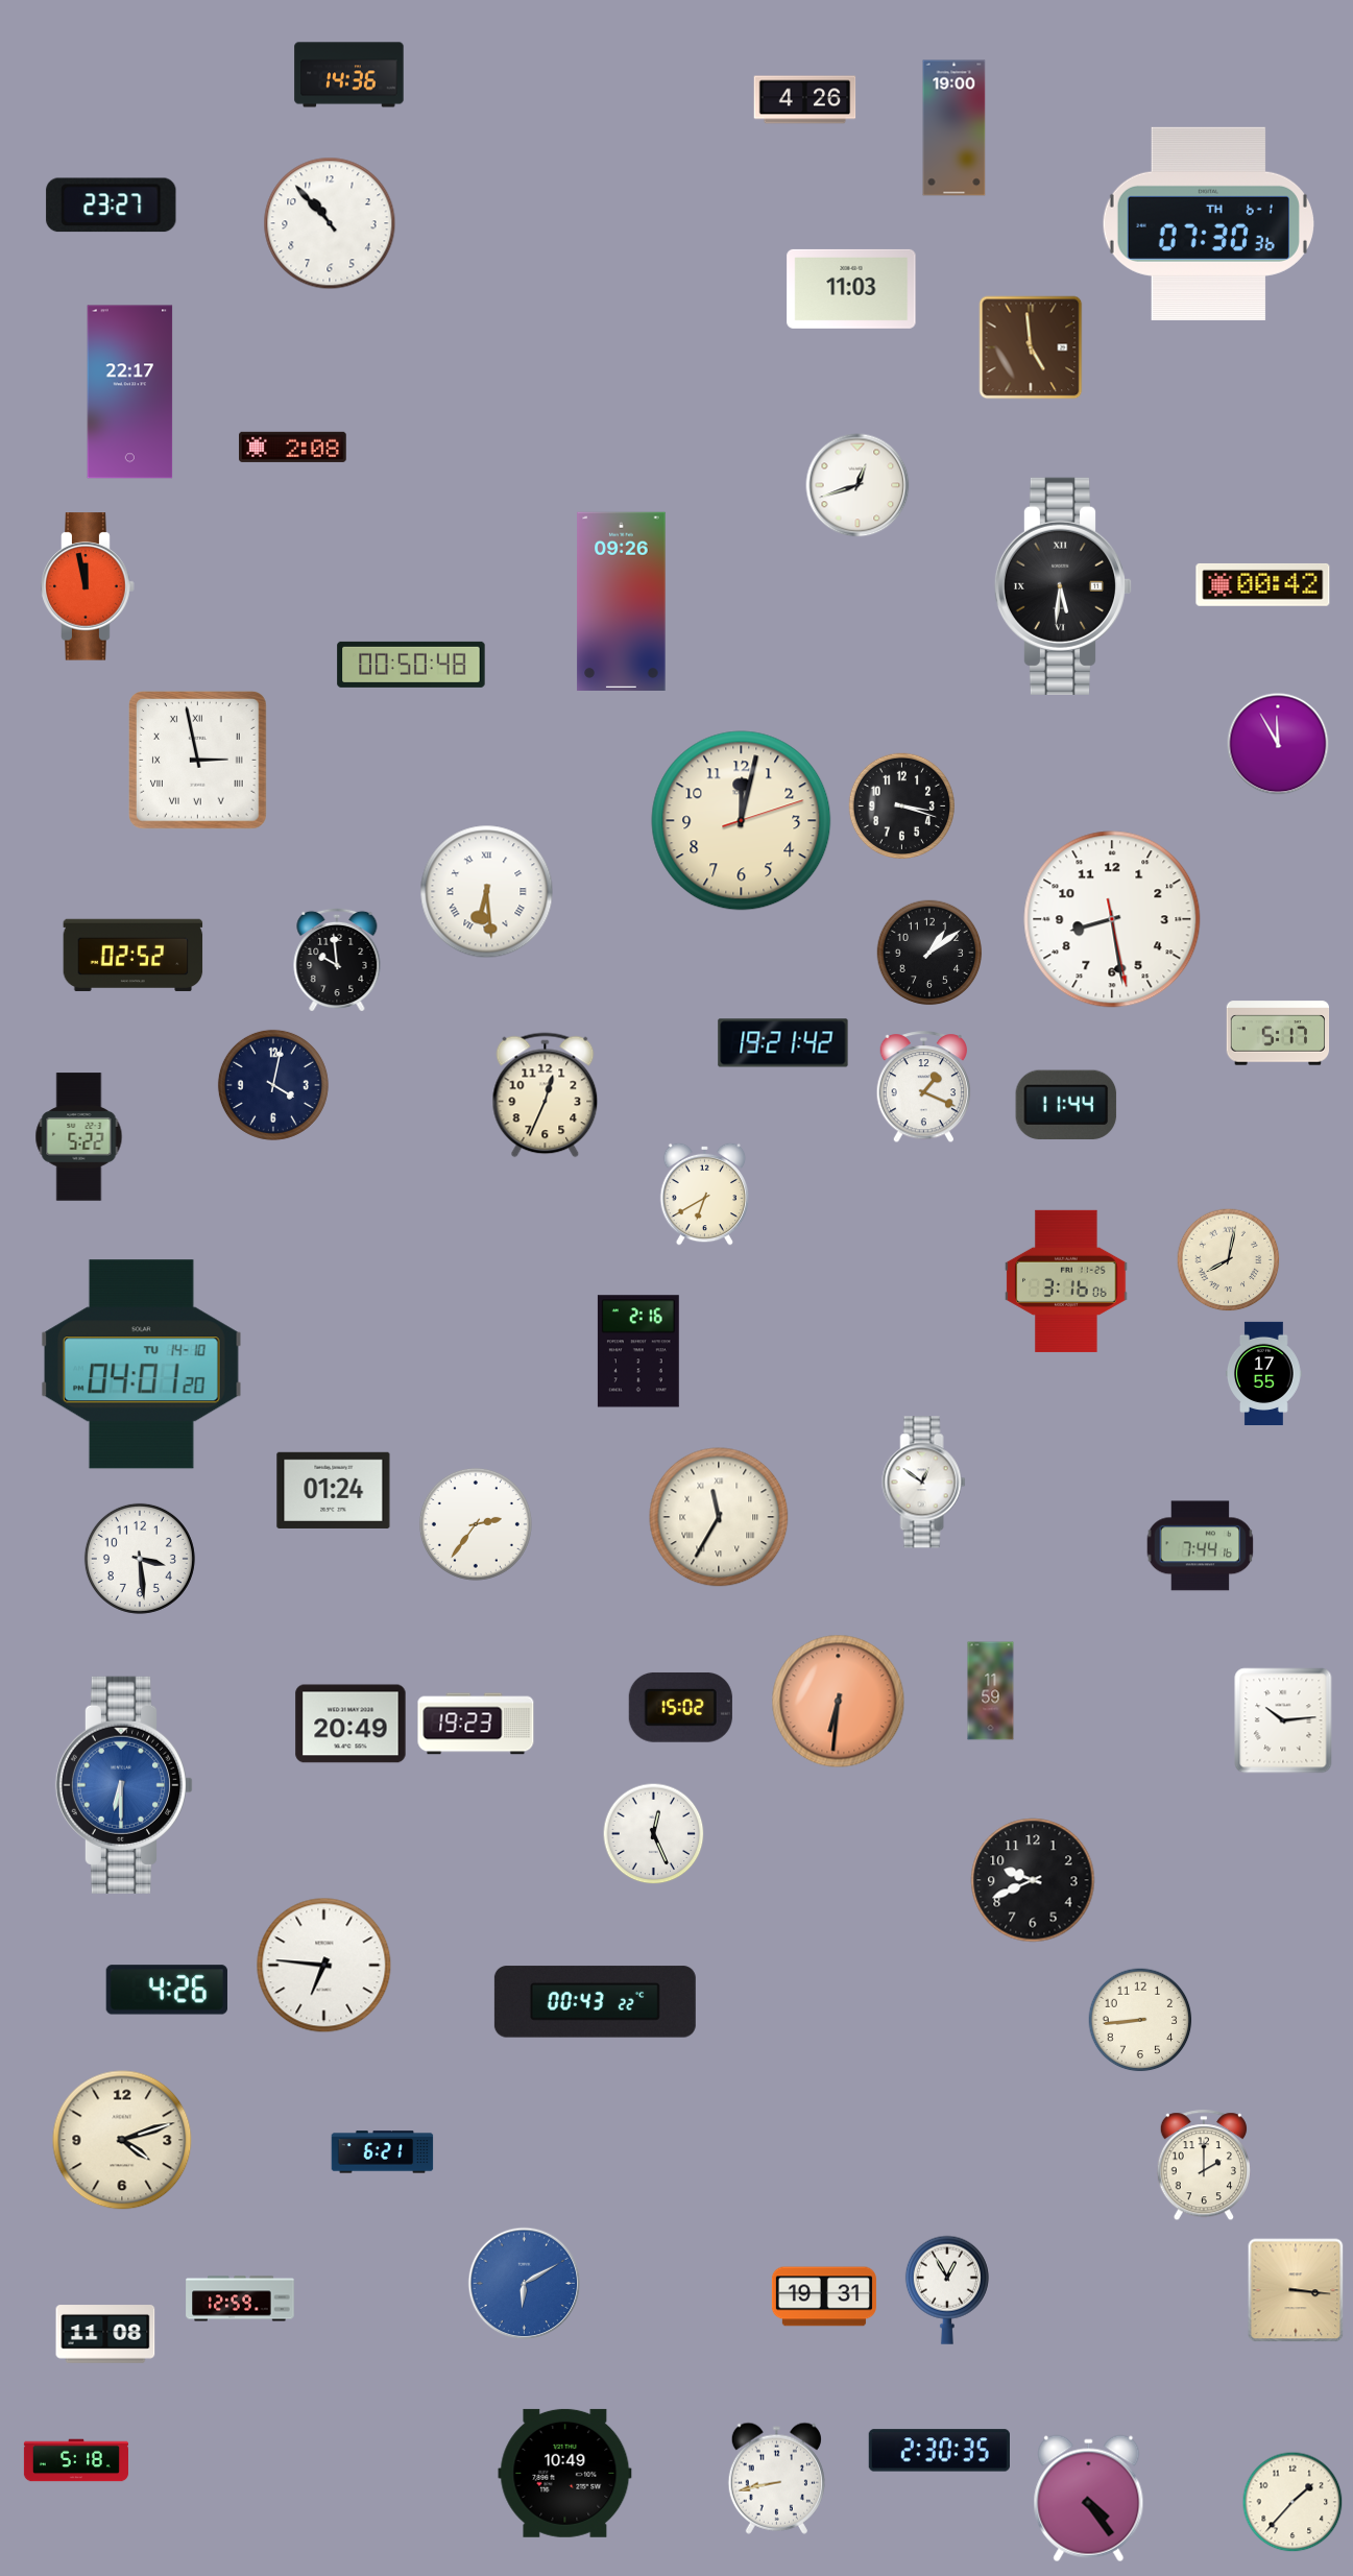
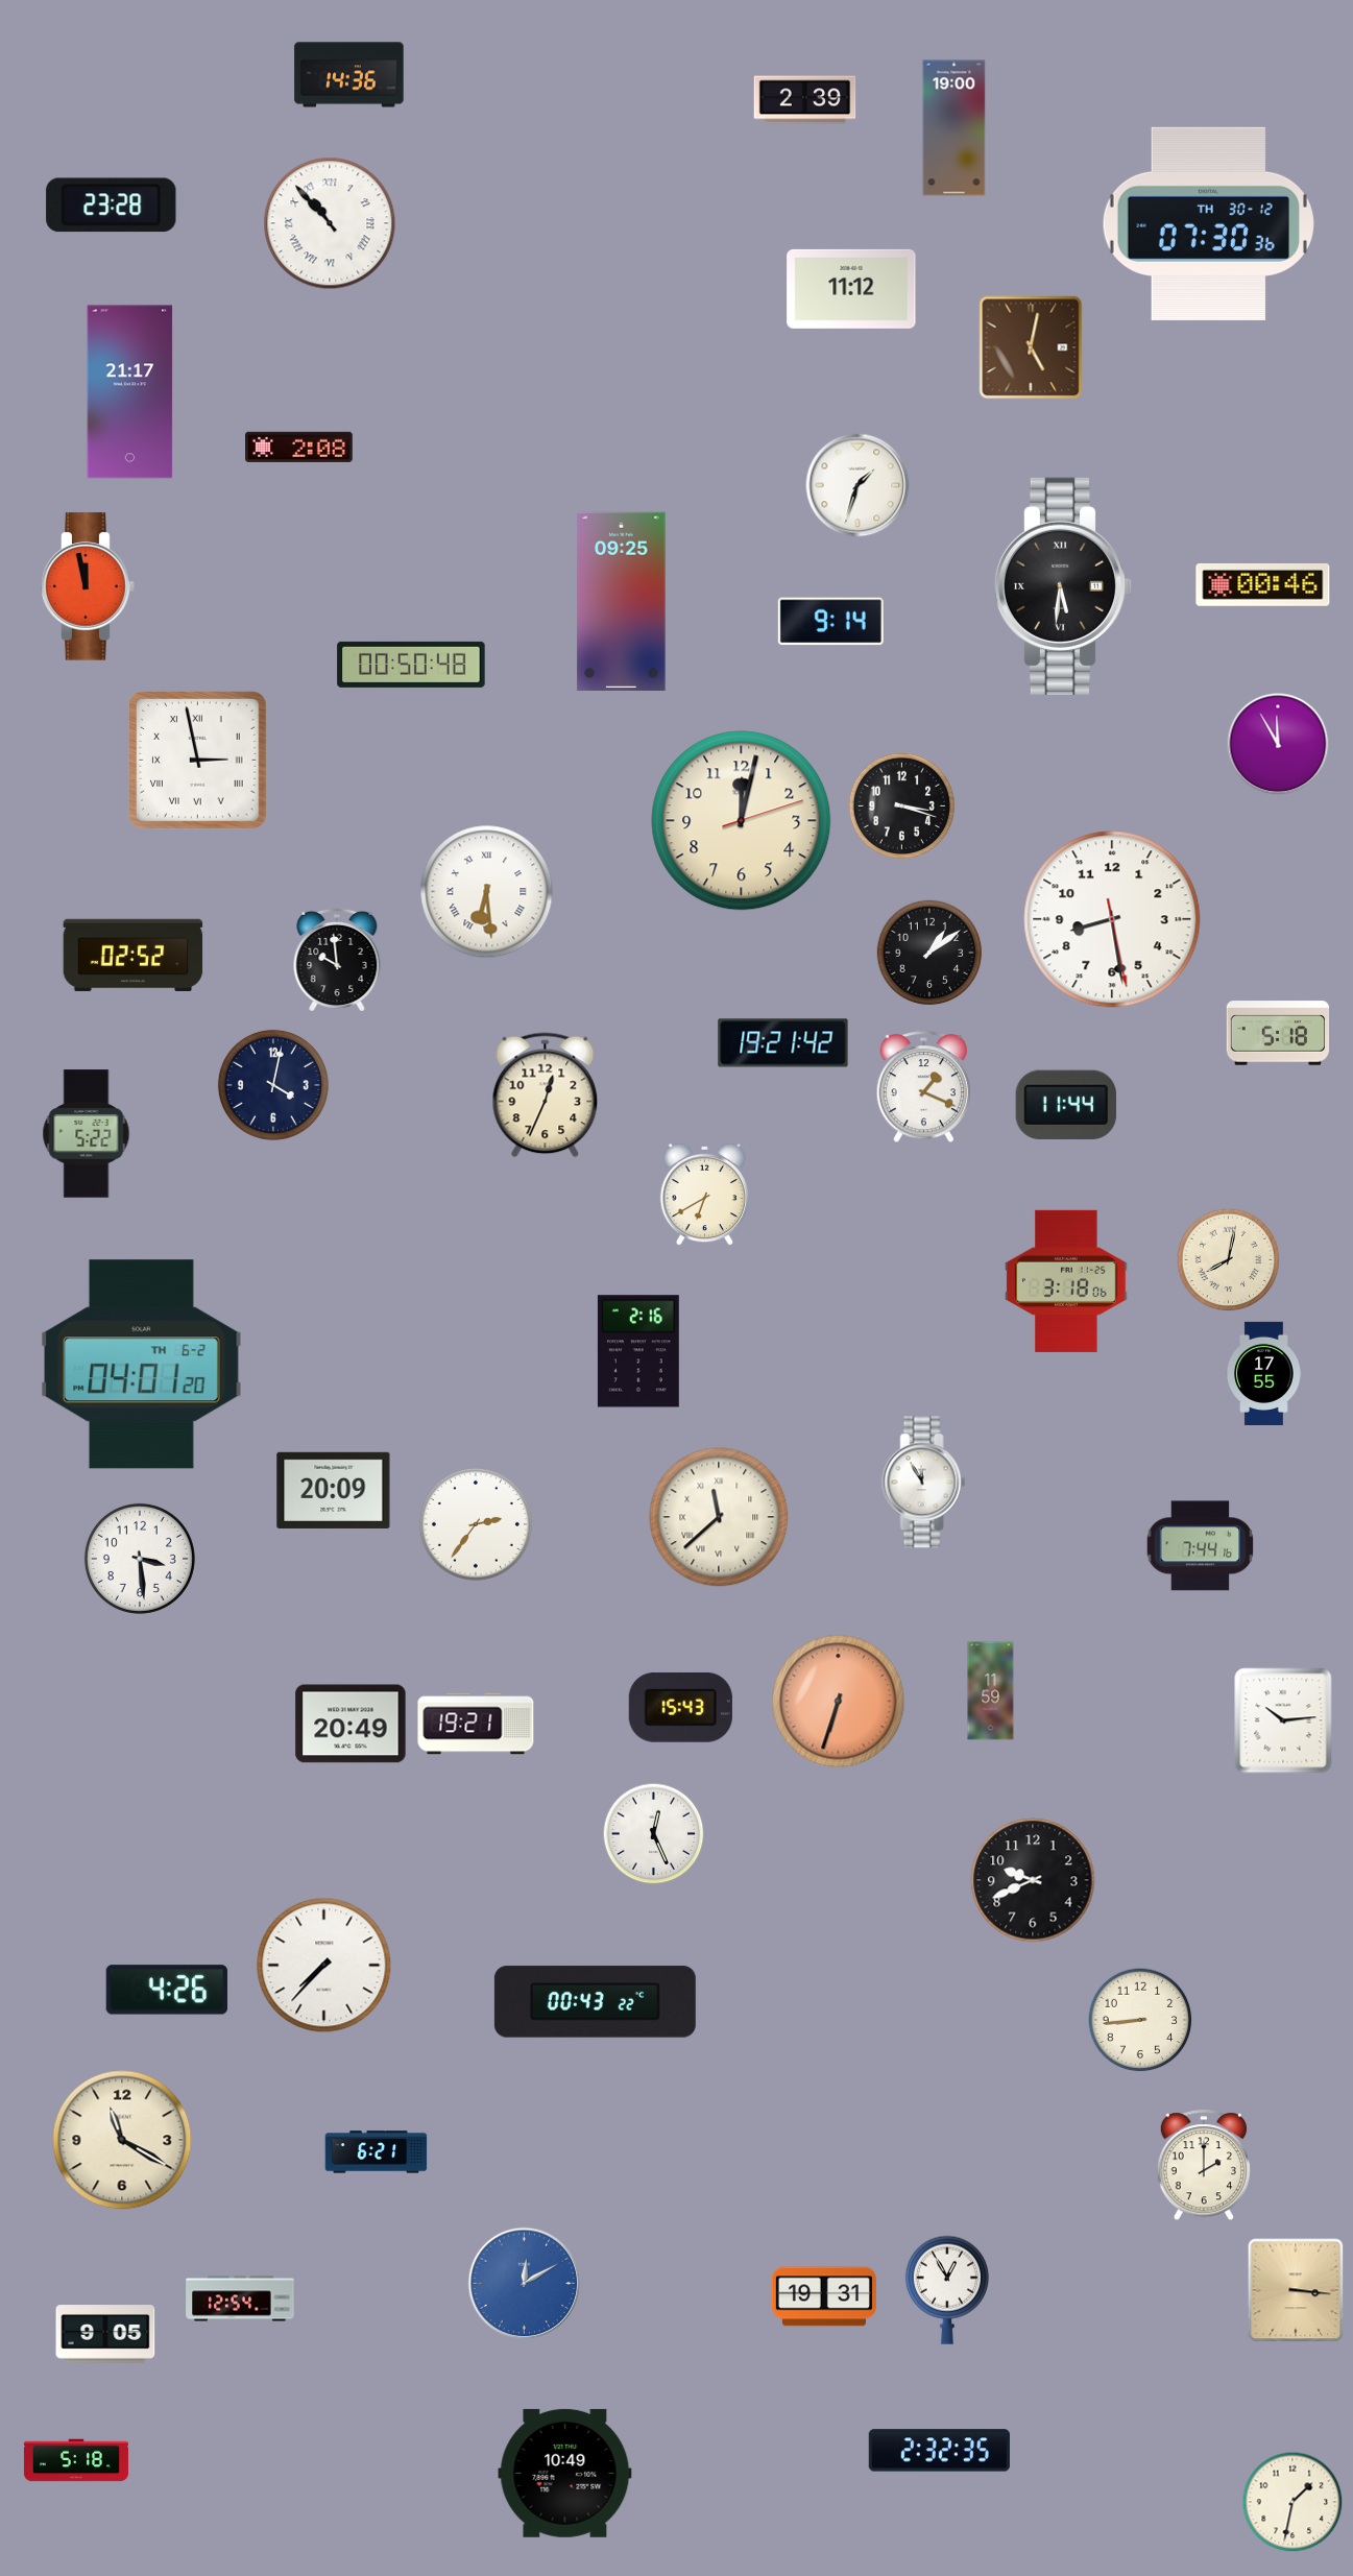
clock at (805, 100): 4:26 -> 2:39
clock at (112, 206): 23:27 -> 23:28
clock at (330, 223) numerals: Arabic -> Roman
clock at (1208, 223) date: TH 6-1 -> TH 30-12
clock at (851, 289): 11:03 -> 11:12
clock at (1031, 347): 4:59 -> 5:02
clock at (130, 392): 22:17 -> 21:17
clock at (293, 447) position: (293, 447) -> (299, 447)
clock at (857, 485): 12:42 -> 1:33
clock at (1263, 584): 00:42 -> 00:46
clock at (622, 601): 09:26 -> 09:25
clock at (830, 622): none -> 9:14
clock at (1278, 1033): 5:17 -> 5:18
clock at (79, 1137) position: (79, 1137) -> (87, 1134)
clock at (1066, 1281): 3:16 -> 3:18
clock at (142, 1365) date: TU 14-10 -> TH 6-2
clock at (924, 1483): 12:51 -> 11:55
clock at (334, 1490): 01:24 -> 20:09
clock at (719, 1517): 11:35 -> 11:38
clock at (839, 1702): 6:31 -> 6:33
clock at (680, 1707): 15:02 -> 15:43
clock at (476, 1724): 19:23 -> 19:21
clock at (124, 1785): 6:30 -> none
clock at (324, 1966): 6:46 -> 7:37
clock at (122, 2140): 4:12 -> 11:20
clock at (383, 2152) position: (383, 2152) -> (377, 2152)
clock at (525, 2284): 6:10 -> 12:10
clock at (240, 2298): 12:59 -> 12:54
clock at (105, 2334): 11:08 -> 9:05
clock at (939, 2451): 2:30 -> 2:32
clock at (776, 2478): 8:43 -> none
clock at (1089, 2499): 4:24 -> none
clock at (1292, 2502): 1:37 -> 1:32
